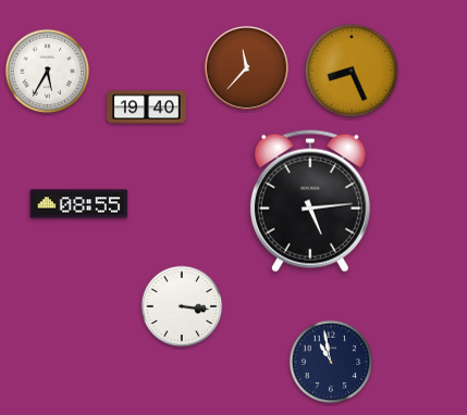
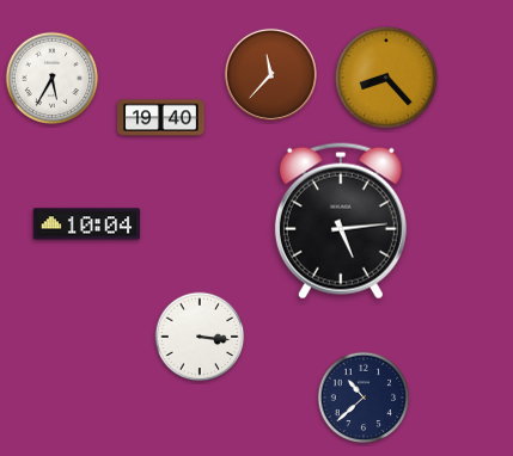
clock at (352, 71): 8:26 -> 8:23
clock at (79, 204): 08:55 -> 10:04
clock at (331, 362): 10:58 -> 10:38
